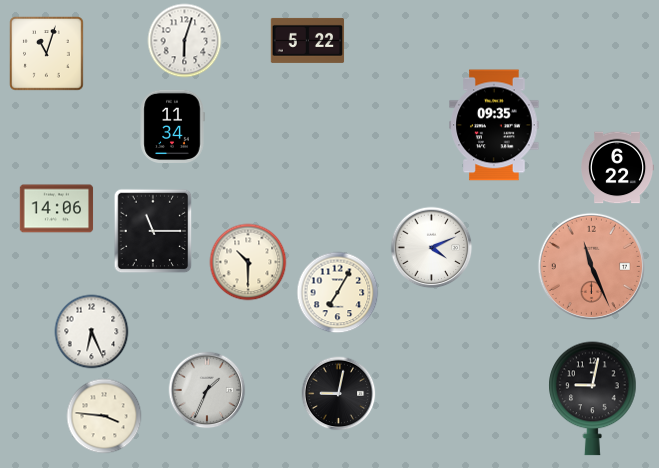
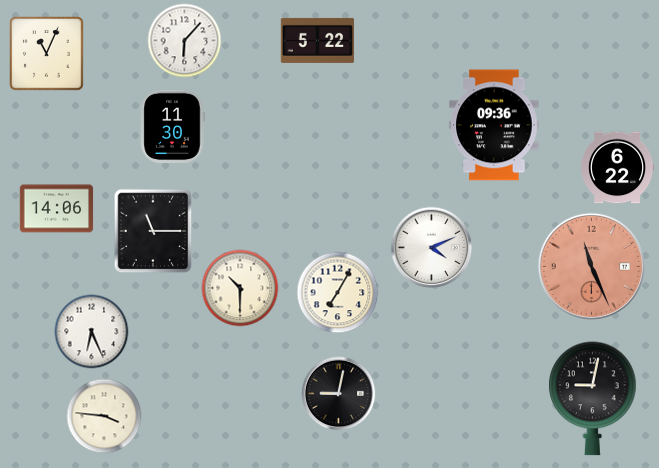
clock at (308, 40) position: (308, 40) -> (318, 40)
clock at (185, 41): 6:03 -> 6:07
clock at (47, 54): 11:03 -> 11:04
clock at (494, 125): 09:35 -> 09:36
clock at (172, 127): 11:34 -> 11:30
clock at (248, 262) position: (248, 262) -> (240, 288)
clock at (207, 390): 1:34 -> none
